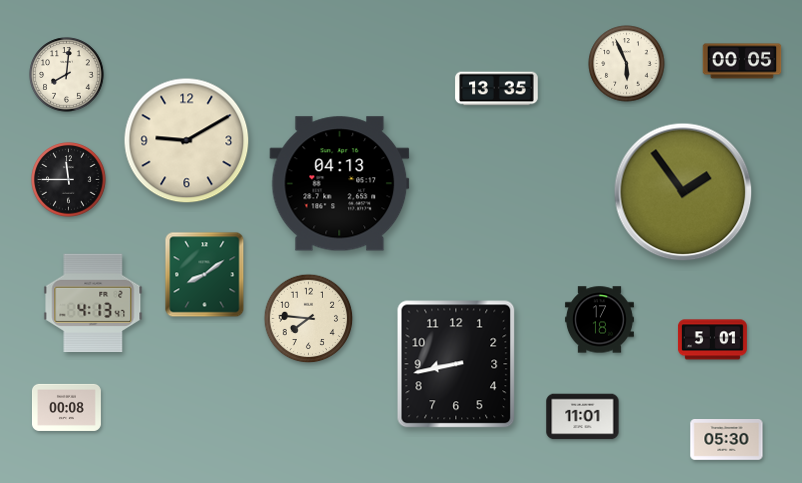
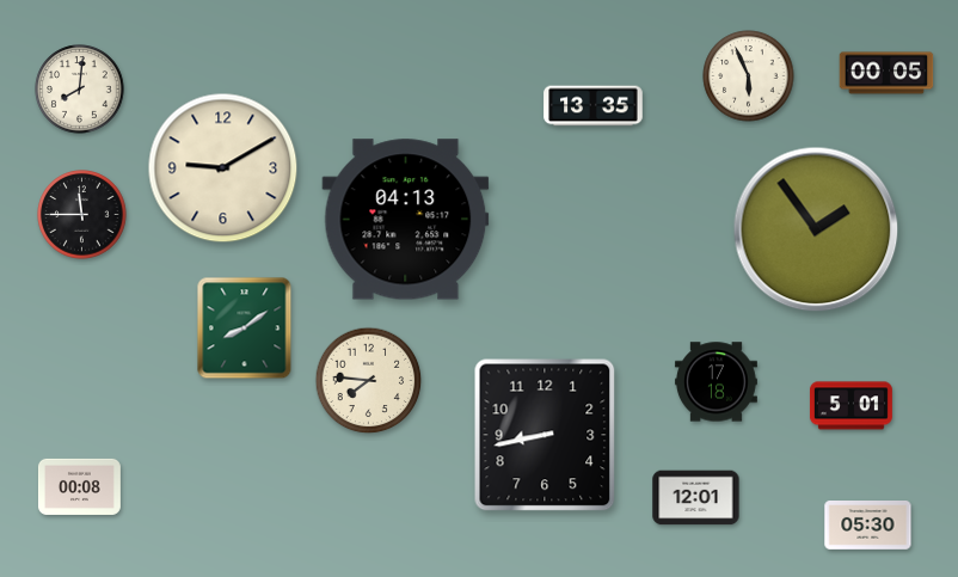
clock at (93, 302): 4:13 -> none
clock at (583, 417): 11:01 -> 12:01
